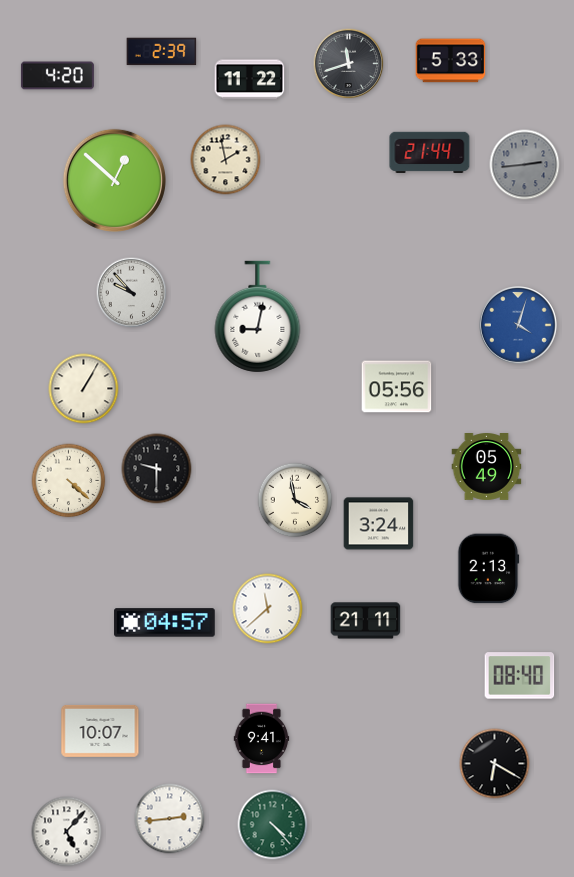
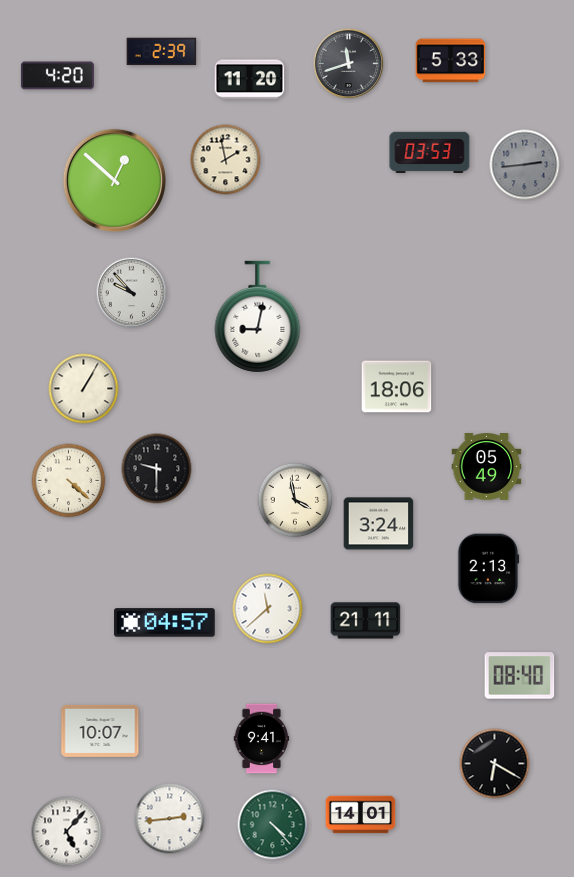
clock at (250, 80): 11:22 -> 11:20
clock at (430, 152): 21:44 -> 03:53
clock at (519, 326): 4:03 -> none
clock at (397, 387): 05:56 -> 18:06
clock at (361, 815): none -> 14:01
